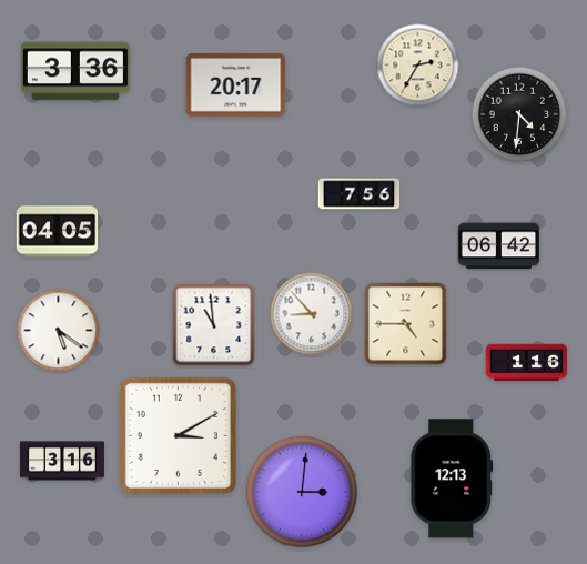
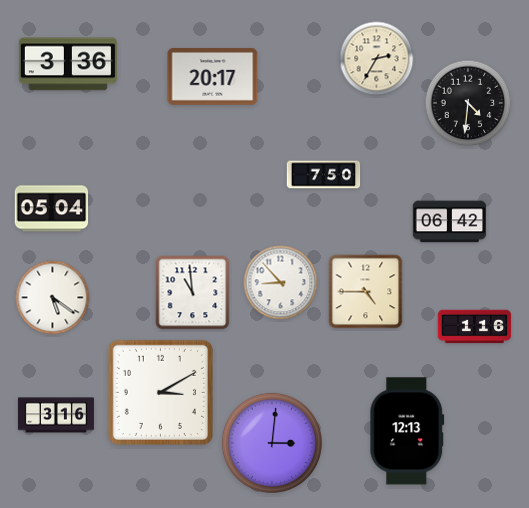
clock at (360, 194): 7:56 -> 7:50
clock at (58, 232): 04:05 -> 05:04
